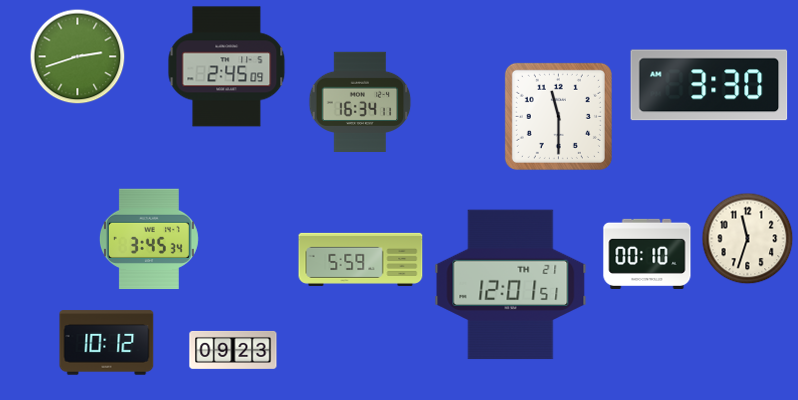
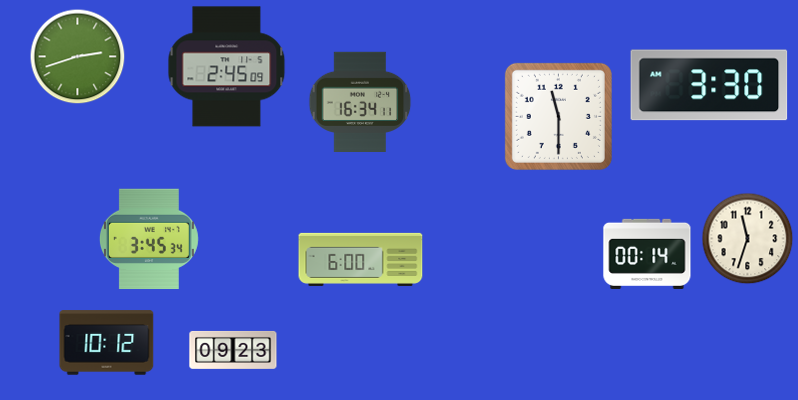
clock at (647, 254): 00:10 -> 00:14
clock at (361, 259): 5:59 -> 6:00
clock at (511, 285): 12:01 -> none
